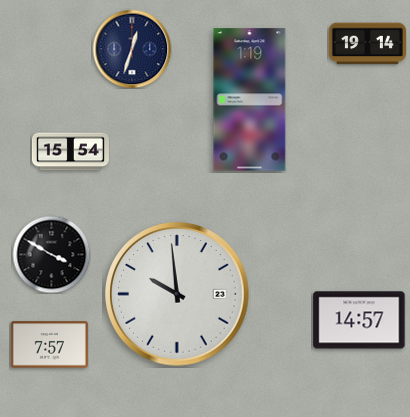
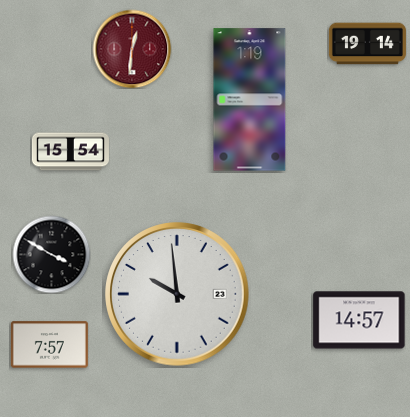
clock at (132, 49): 12:33 -> 12:31
clock at (132, 49) dial: navy -> burgundy
